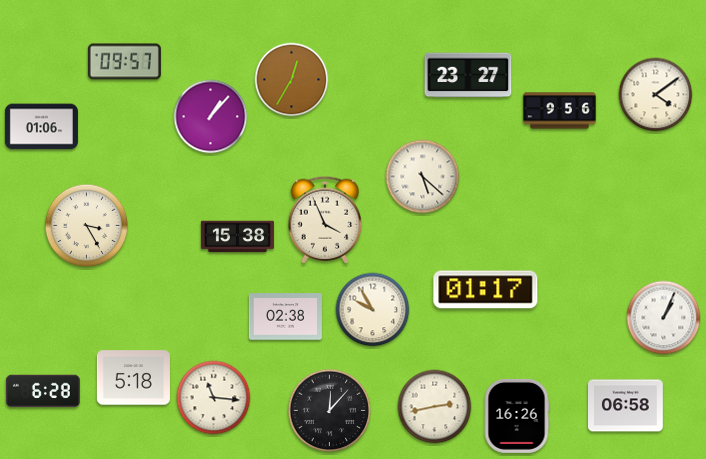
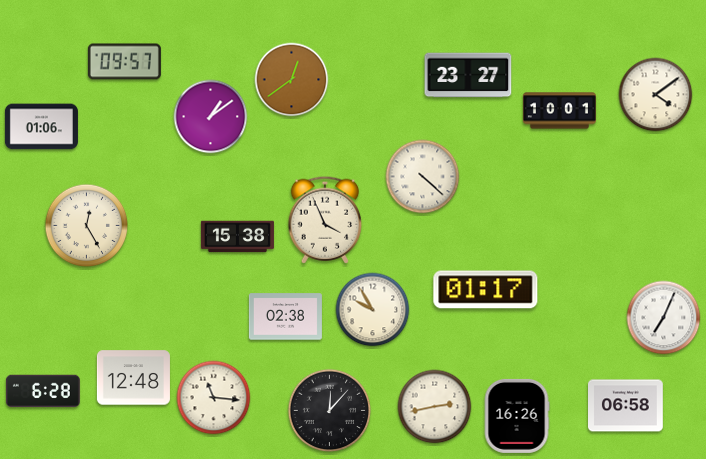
clock at (292, 80): 12:35 -> 12:39
clock at (559, 111): 9:56 -> 10:01
clock at (211, 117): 1:07 -> 1:09
clock at (423, 177): 5:22 -> 4:22
clock at (87, 226): 3:25 -> 12:25
clock at (664, 318): 1:04 -> 7:04
clock at (133, 378): 5:18 -> 12:48
